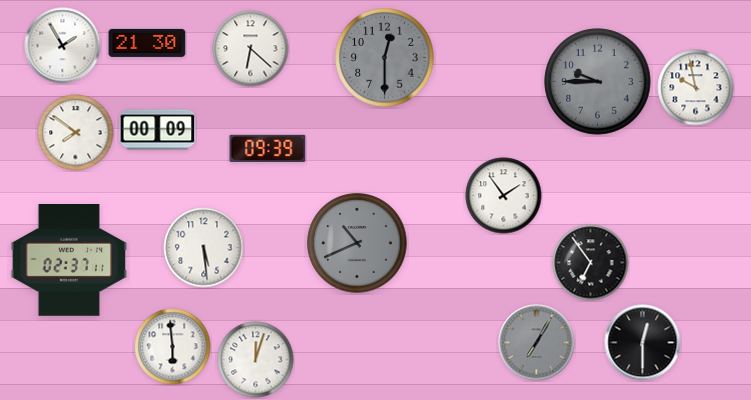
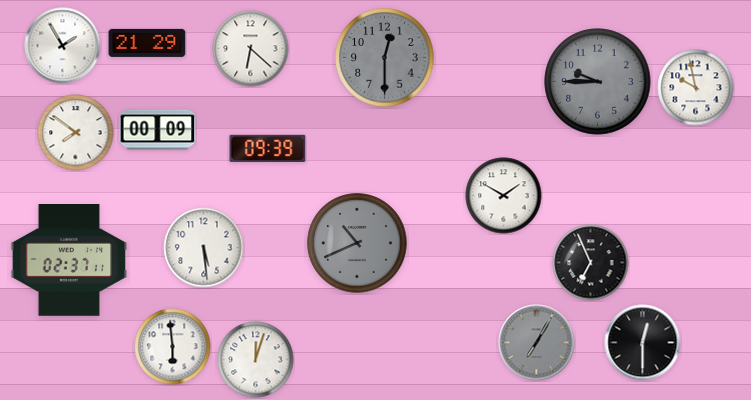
clock at (147, 43): 21:30 -> 21:29
clock at (504, 196): 1:54 -> 1:50
clock at (591, 263): 6:54 -> 6:56
